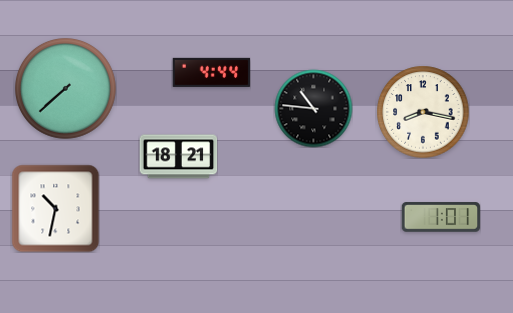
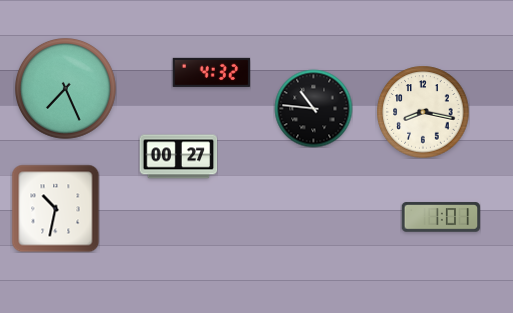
clock at (211, 72): 4:44 -> 4:32
clock at (66, 89): 7:38 -> 7:26
clock at (178, 157): 18:21 -> 00:27
